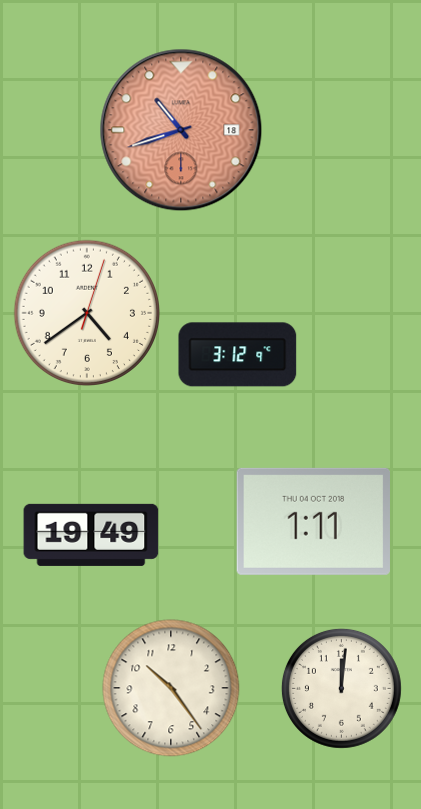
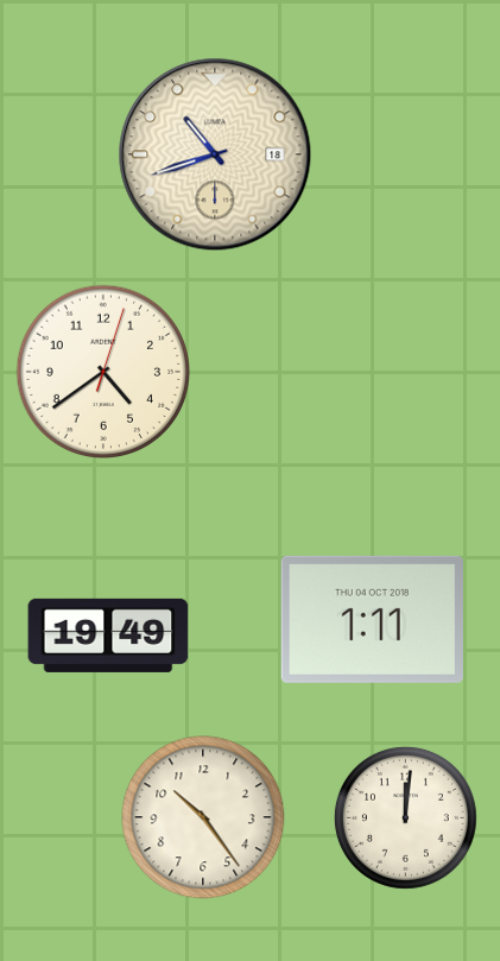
clock at (181, 130) dial: salmon -> cream
clock at (238, 355): 3:12 -> none
